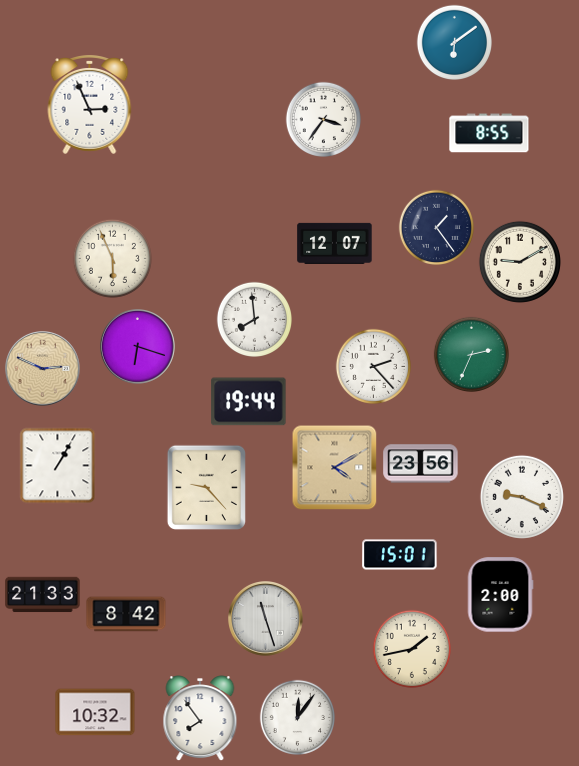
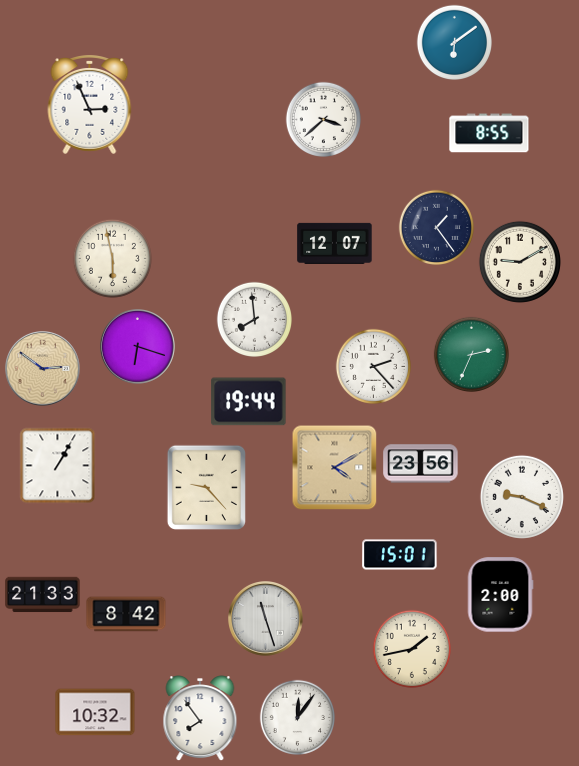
clock at (323, 119): 3:36 -> 3:38
clock at (112, 258): 5:56 -> 5:58
clock at (43, 369): 2:49 -> 2:51
